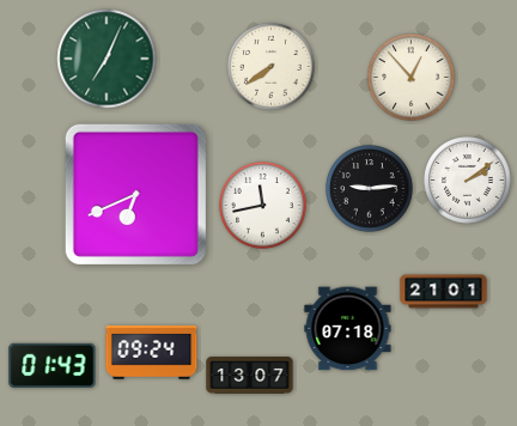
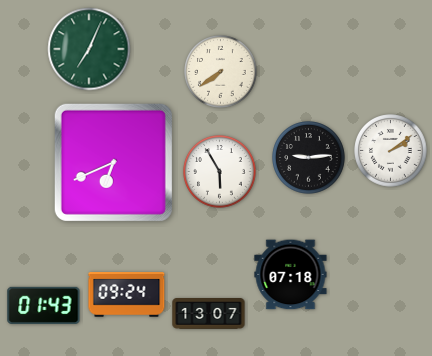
clock at (272, 67) position: (272, 67) -> (221, 72)
clock at (412, 78): 12:53 -> none
clock at (263, 206): 11:43 -> 5:55
clock at (444, 292): 21:01 -> none
